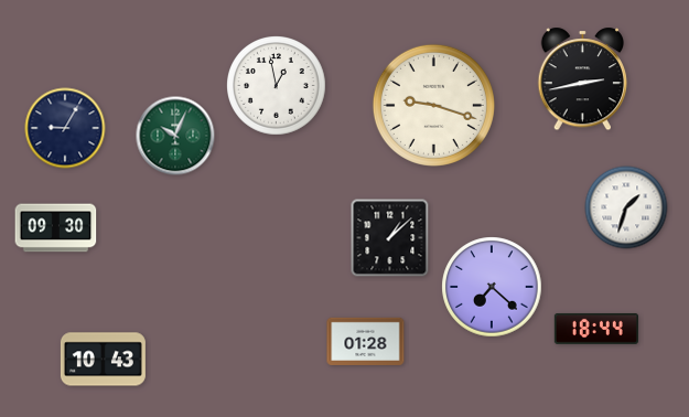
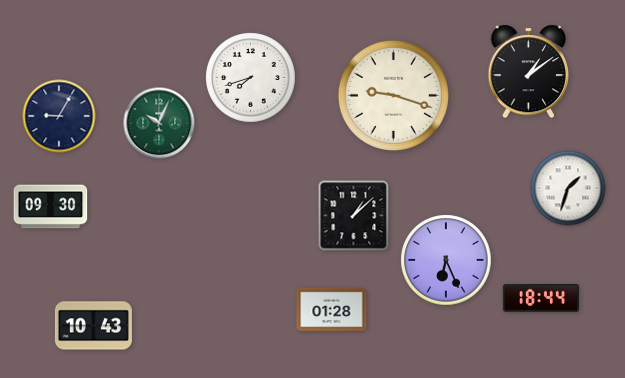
clock at (583, 79): 2:43 -> 1:09
clock at (277, 86): 12:58 -> 7:42
clock at (492, 287): 7:22 -> 6:26
